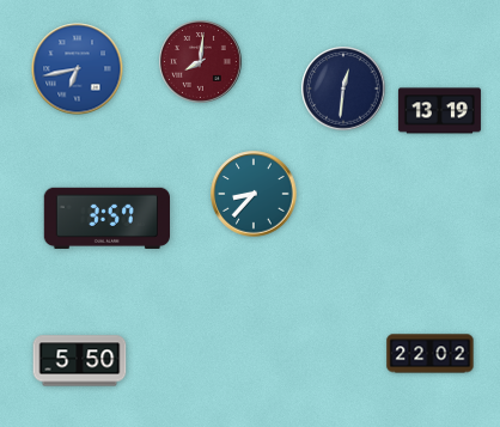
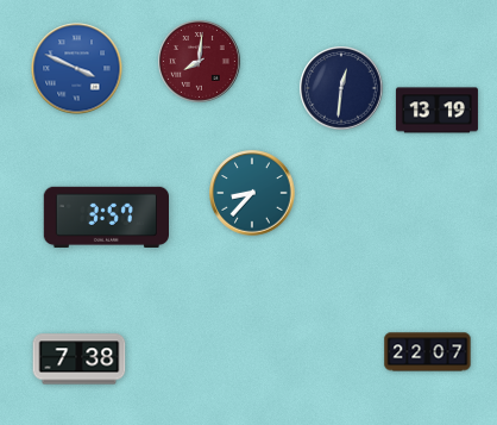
clock at (78, 69): 6:43 -> 3:49
clock at (431, 354): 22:02 -> 22:07
clock at (80, 361): 5:50 -> 7:38
